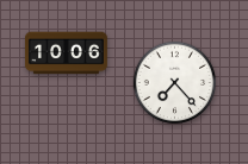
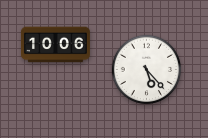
clock at (175, 83): 7:23 -> 5:23
